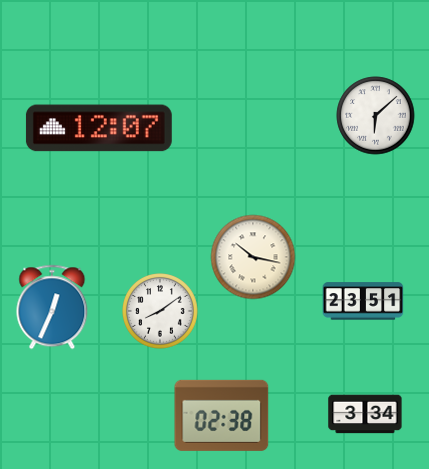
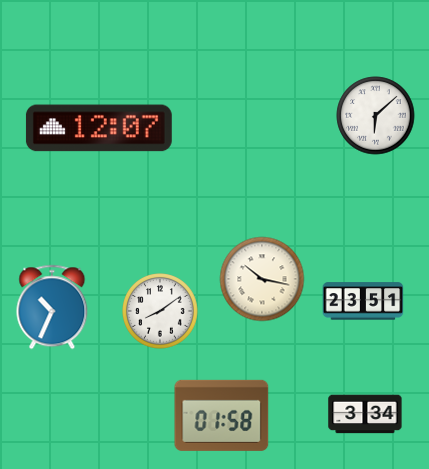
clock at (253, 257) position: (253, 257) -> (262, 279)
clock at (52, 307): 12:34 -> 10:34
clock at (222, 415): 02:38 -> 01:58
